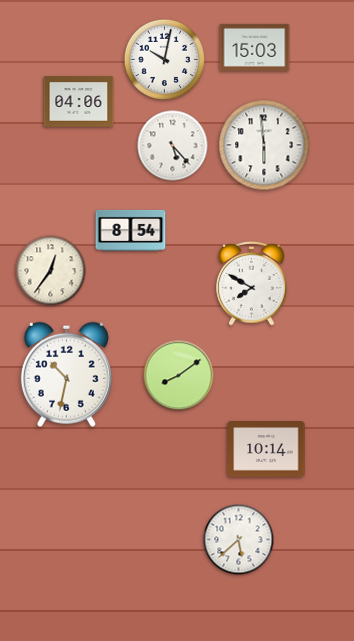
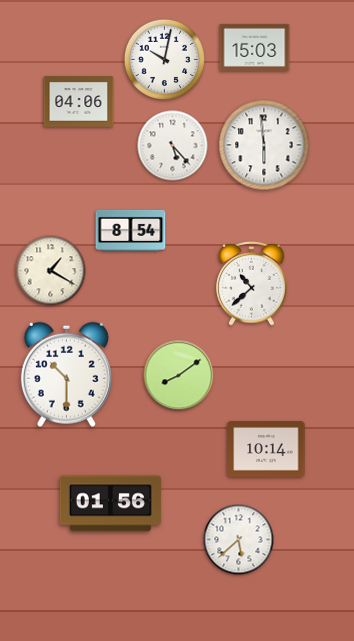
clock at (51, 271): 12:36 -> 1:20
clock at (252, 284): 7:50 -> 10:38
clock at (66, 374): 10:32 -> 10:30
clock at (110, 504): none -> 01:56
